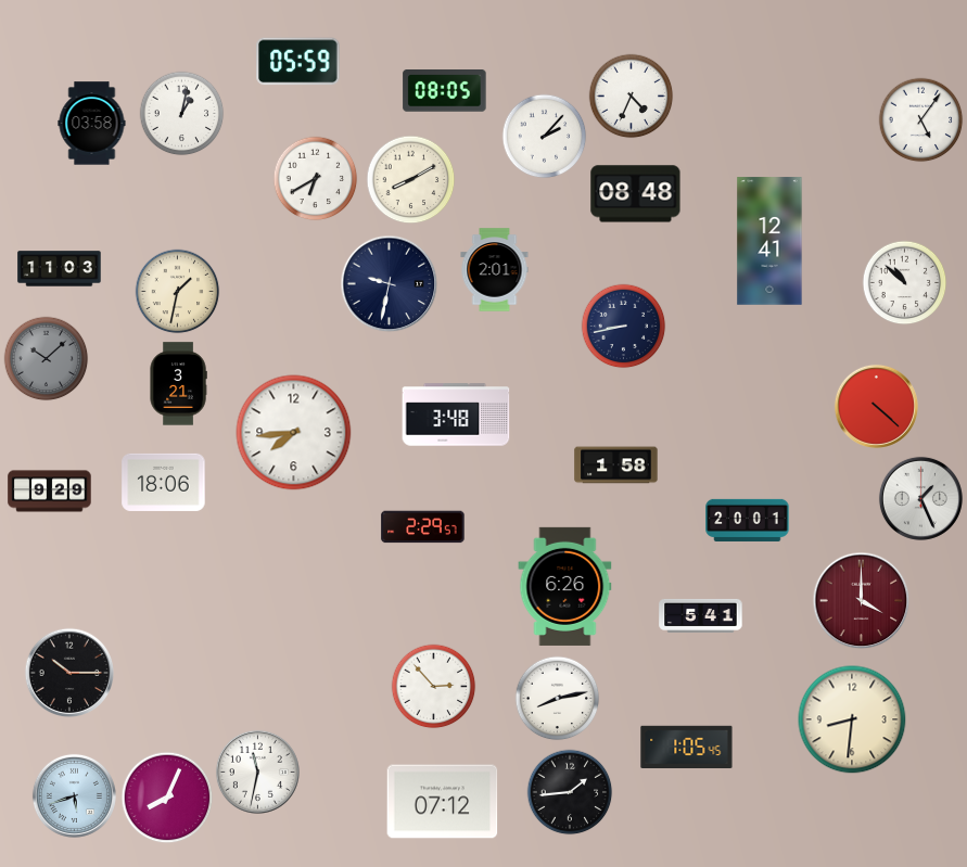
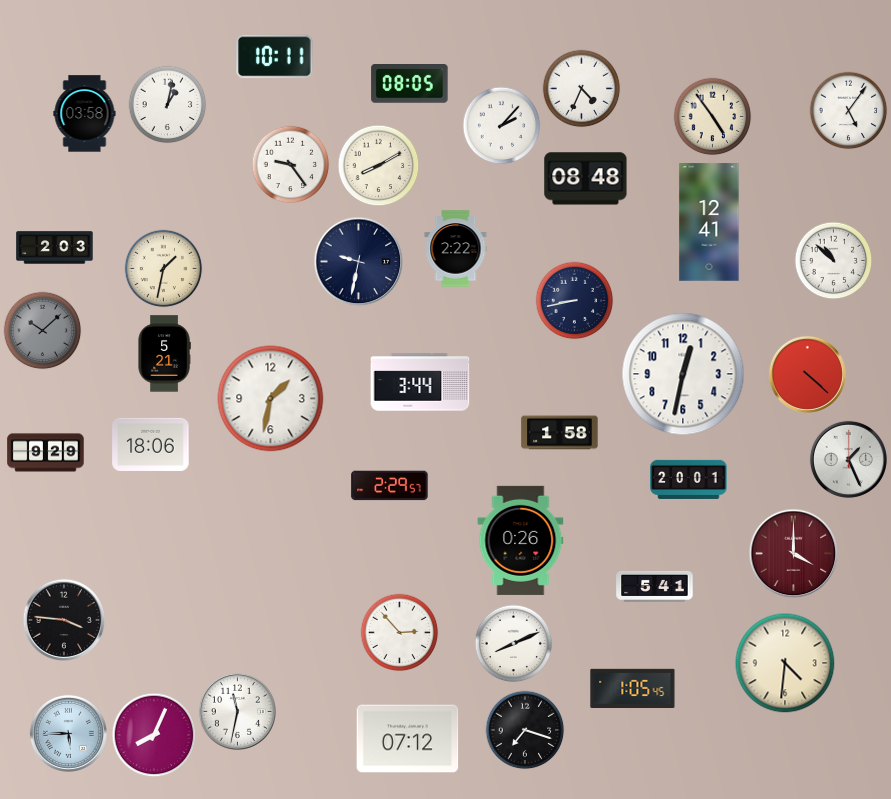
clock at (298, 62): 05:59 -> 10:11
clock at (712, 116): none -> 4:54
clock at (315, 178): 6:40 -> 9:24
clock at (60, 269): 11:03 -> 2:03
clock at (495, 270): 2:01 -> 2:22
clock at (178, 384): 3:21 -> 5:21
clock at (683, 374): none -> 12:32
clock at (456, 415): 3:48 -> 3:44
clock at (294, 433): 7:44 -> 1:32
clock at (616, 466) position: (616, 466) -> (560, 433)
clock at (565, 586): 6:26 -> 0:26
clock at (701, 615) position: (701, 615) -> (655, 586)
clock at (69, 673): 10:15 -> 3:46
clock at (557, 698): 8:13 -> 8:11
clock at (852, 719): 8:31 -> 4:31
clock at (570, 792): 1:44 -> 7:18
clock at (74, 795): 5:42 -> 5:45
